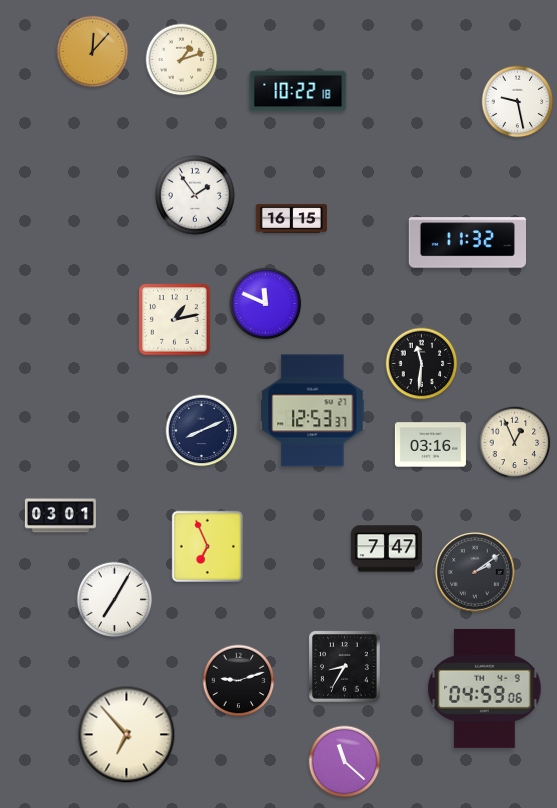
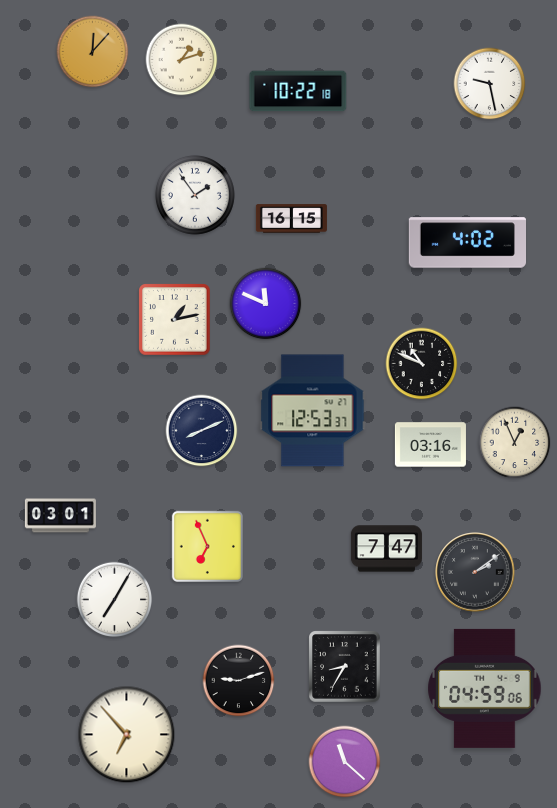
clock at (518, 102) position: (518, 102) -> (490, 84)
clock at (467, 243): 11:32 -> 4:02
clock at (422, 364): 11:31 -> 10:49
